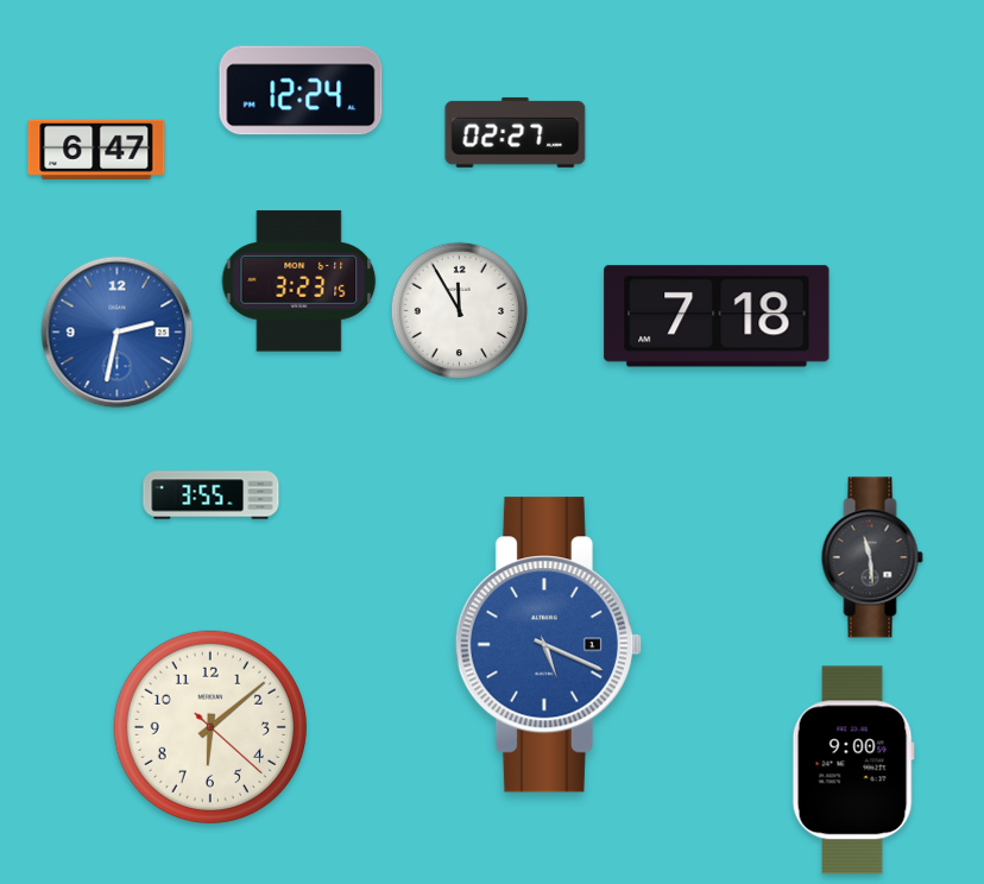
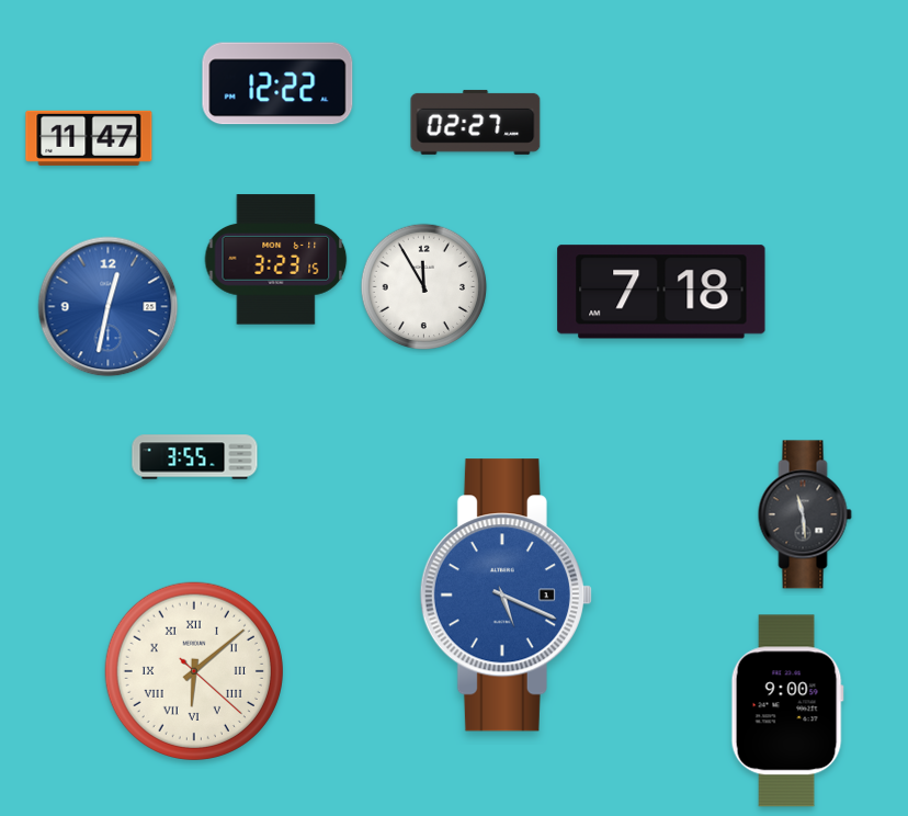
clock at (301, 90): 12:24 -> 12:22
clock at (96, 150): 6:47 -> 11:47
clock at (118, 333): 2:32 -> 12:32
clock at (210, 727) numerals: Arabic -> Roman
